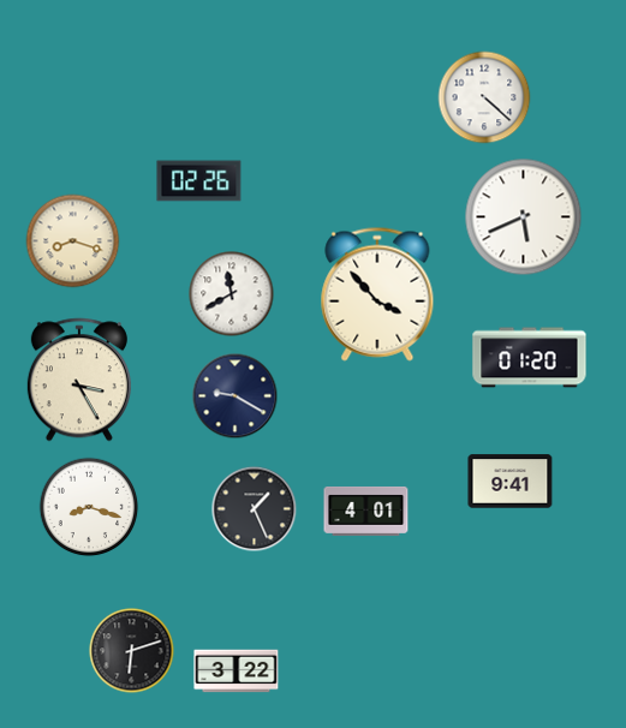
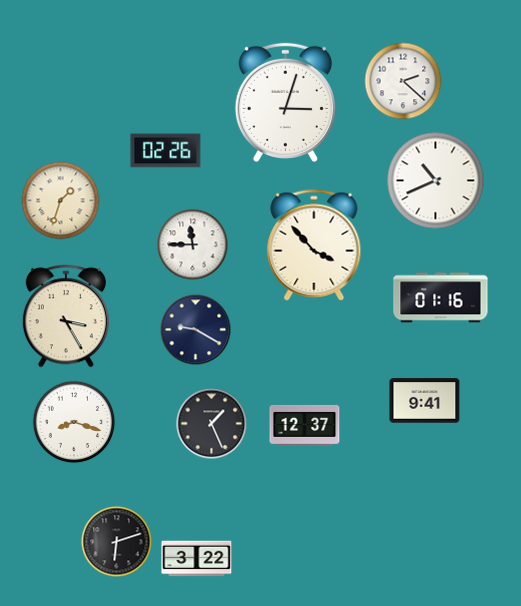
clock at (484, 97): 4:22 -> 2:22
clock at (285, 103): none -> 3:03
clock at (524, 217): 5:41 -> 10:41
clock at (73, 241): 8:18 -> 1:33
clock at (232, 294): 11:40 -> 11:45
clock at (530, 358): 01:20 -> 01:16
clock at (366, 511): 4:01 -> 12:37
clock at (132, 651) position: (132, 651) -> (117, 542)
